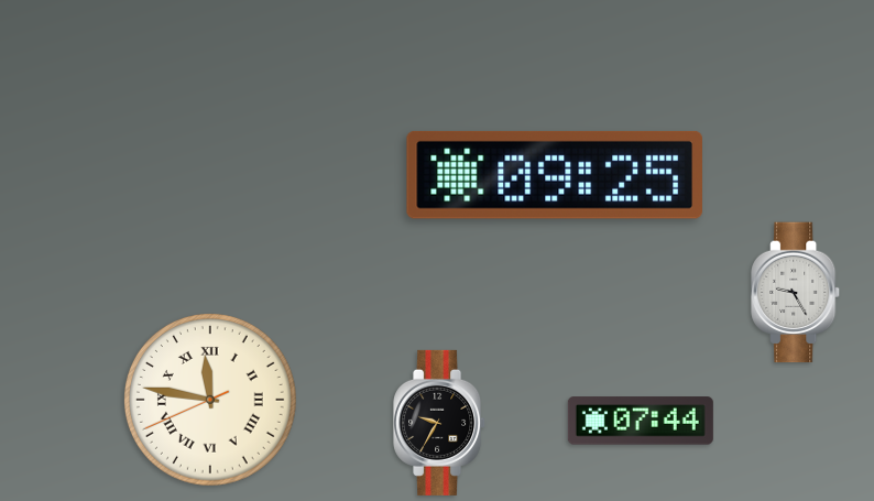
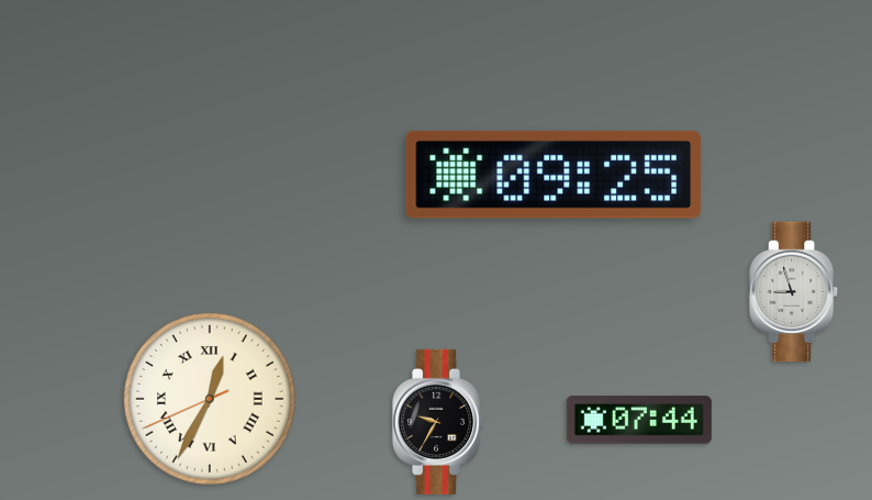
clock at (796, 293): 9:25 -> 8:57
clock at (211, 401): 11:46 -> 12:34
